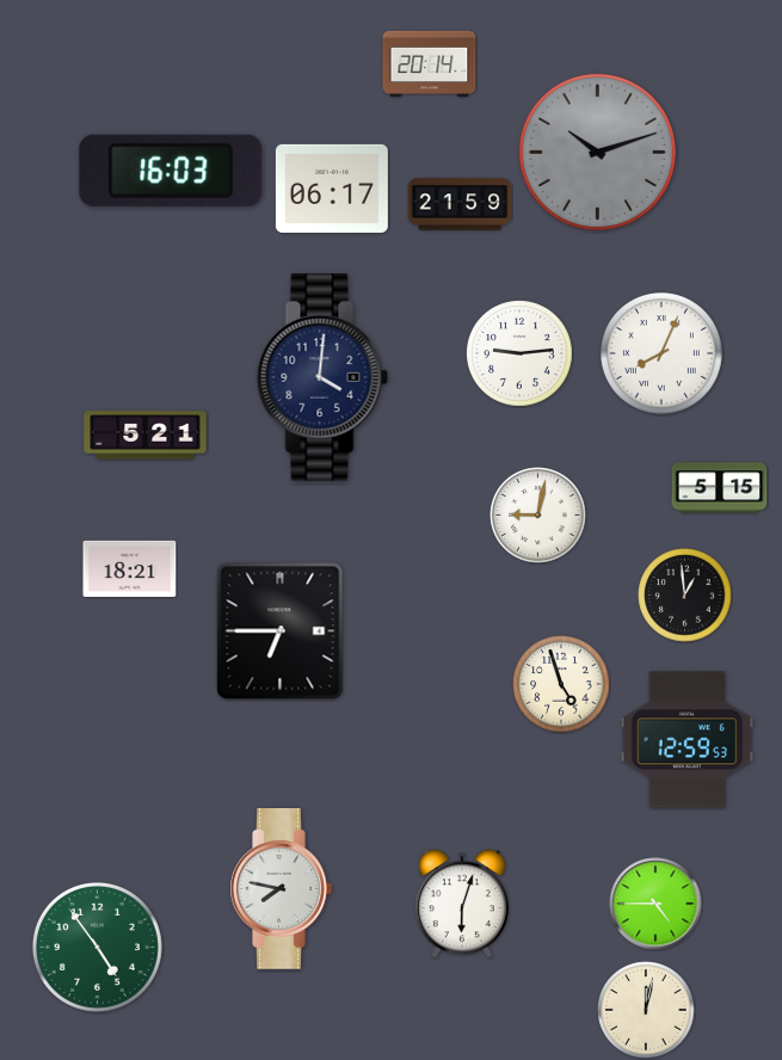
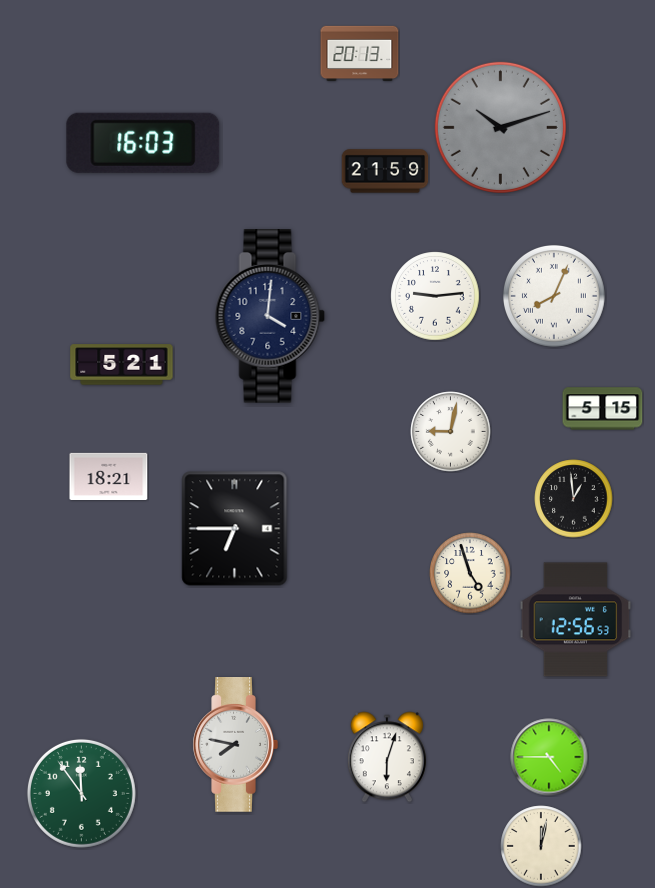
clock at (430, 64): 20:14 -> 20:13
clock at (332, 189): 06:17 -> none
clock at (688, 740): 12:59 -> 12:56
clock at (97, 947): 4:54 -> 11:54
